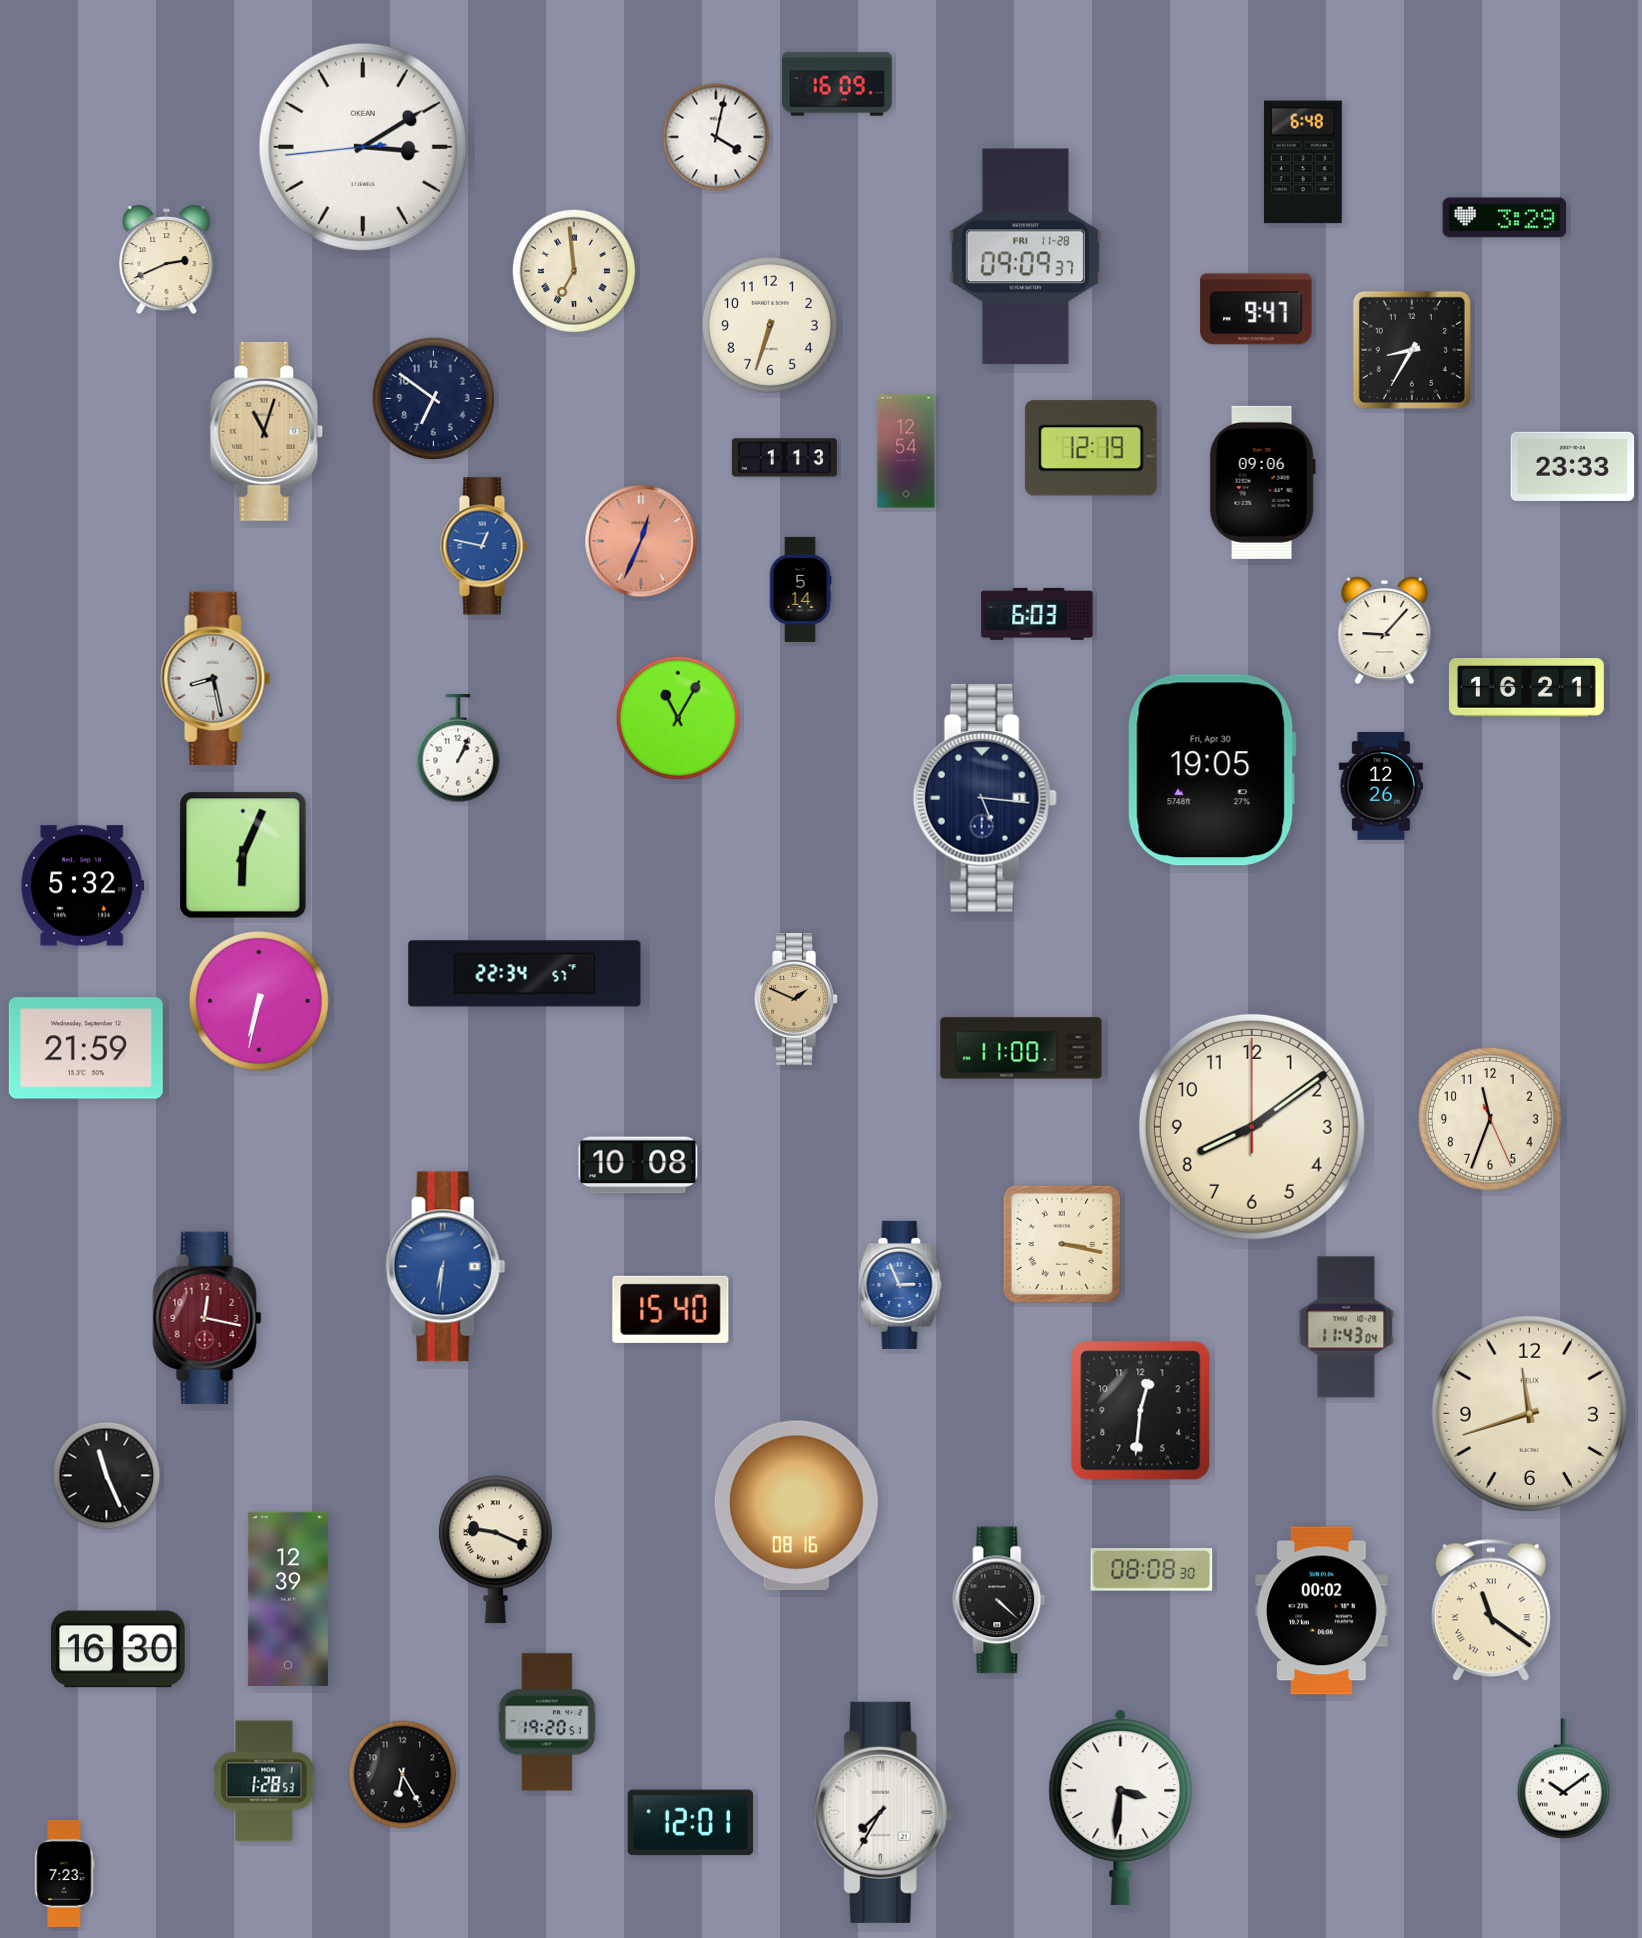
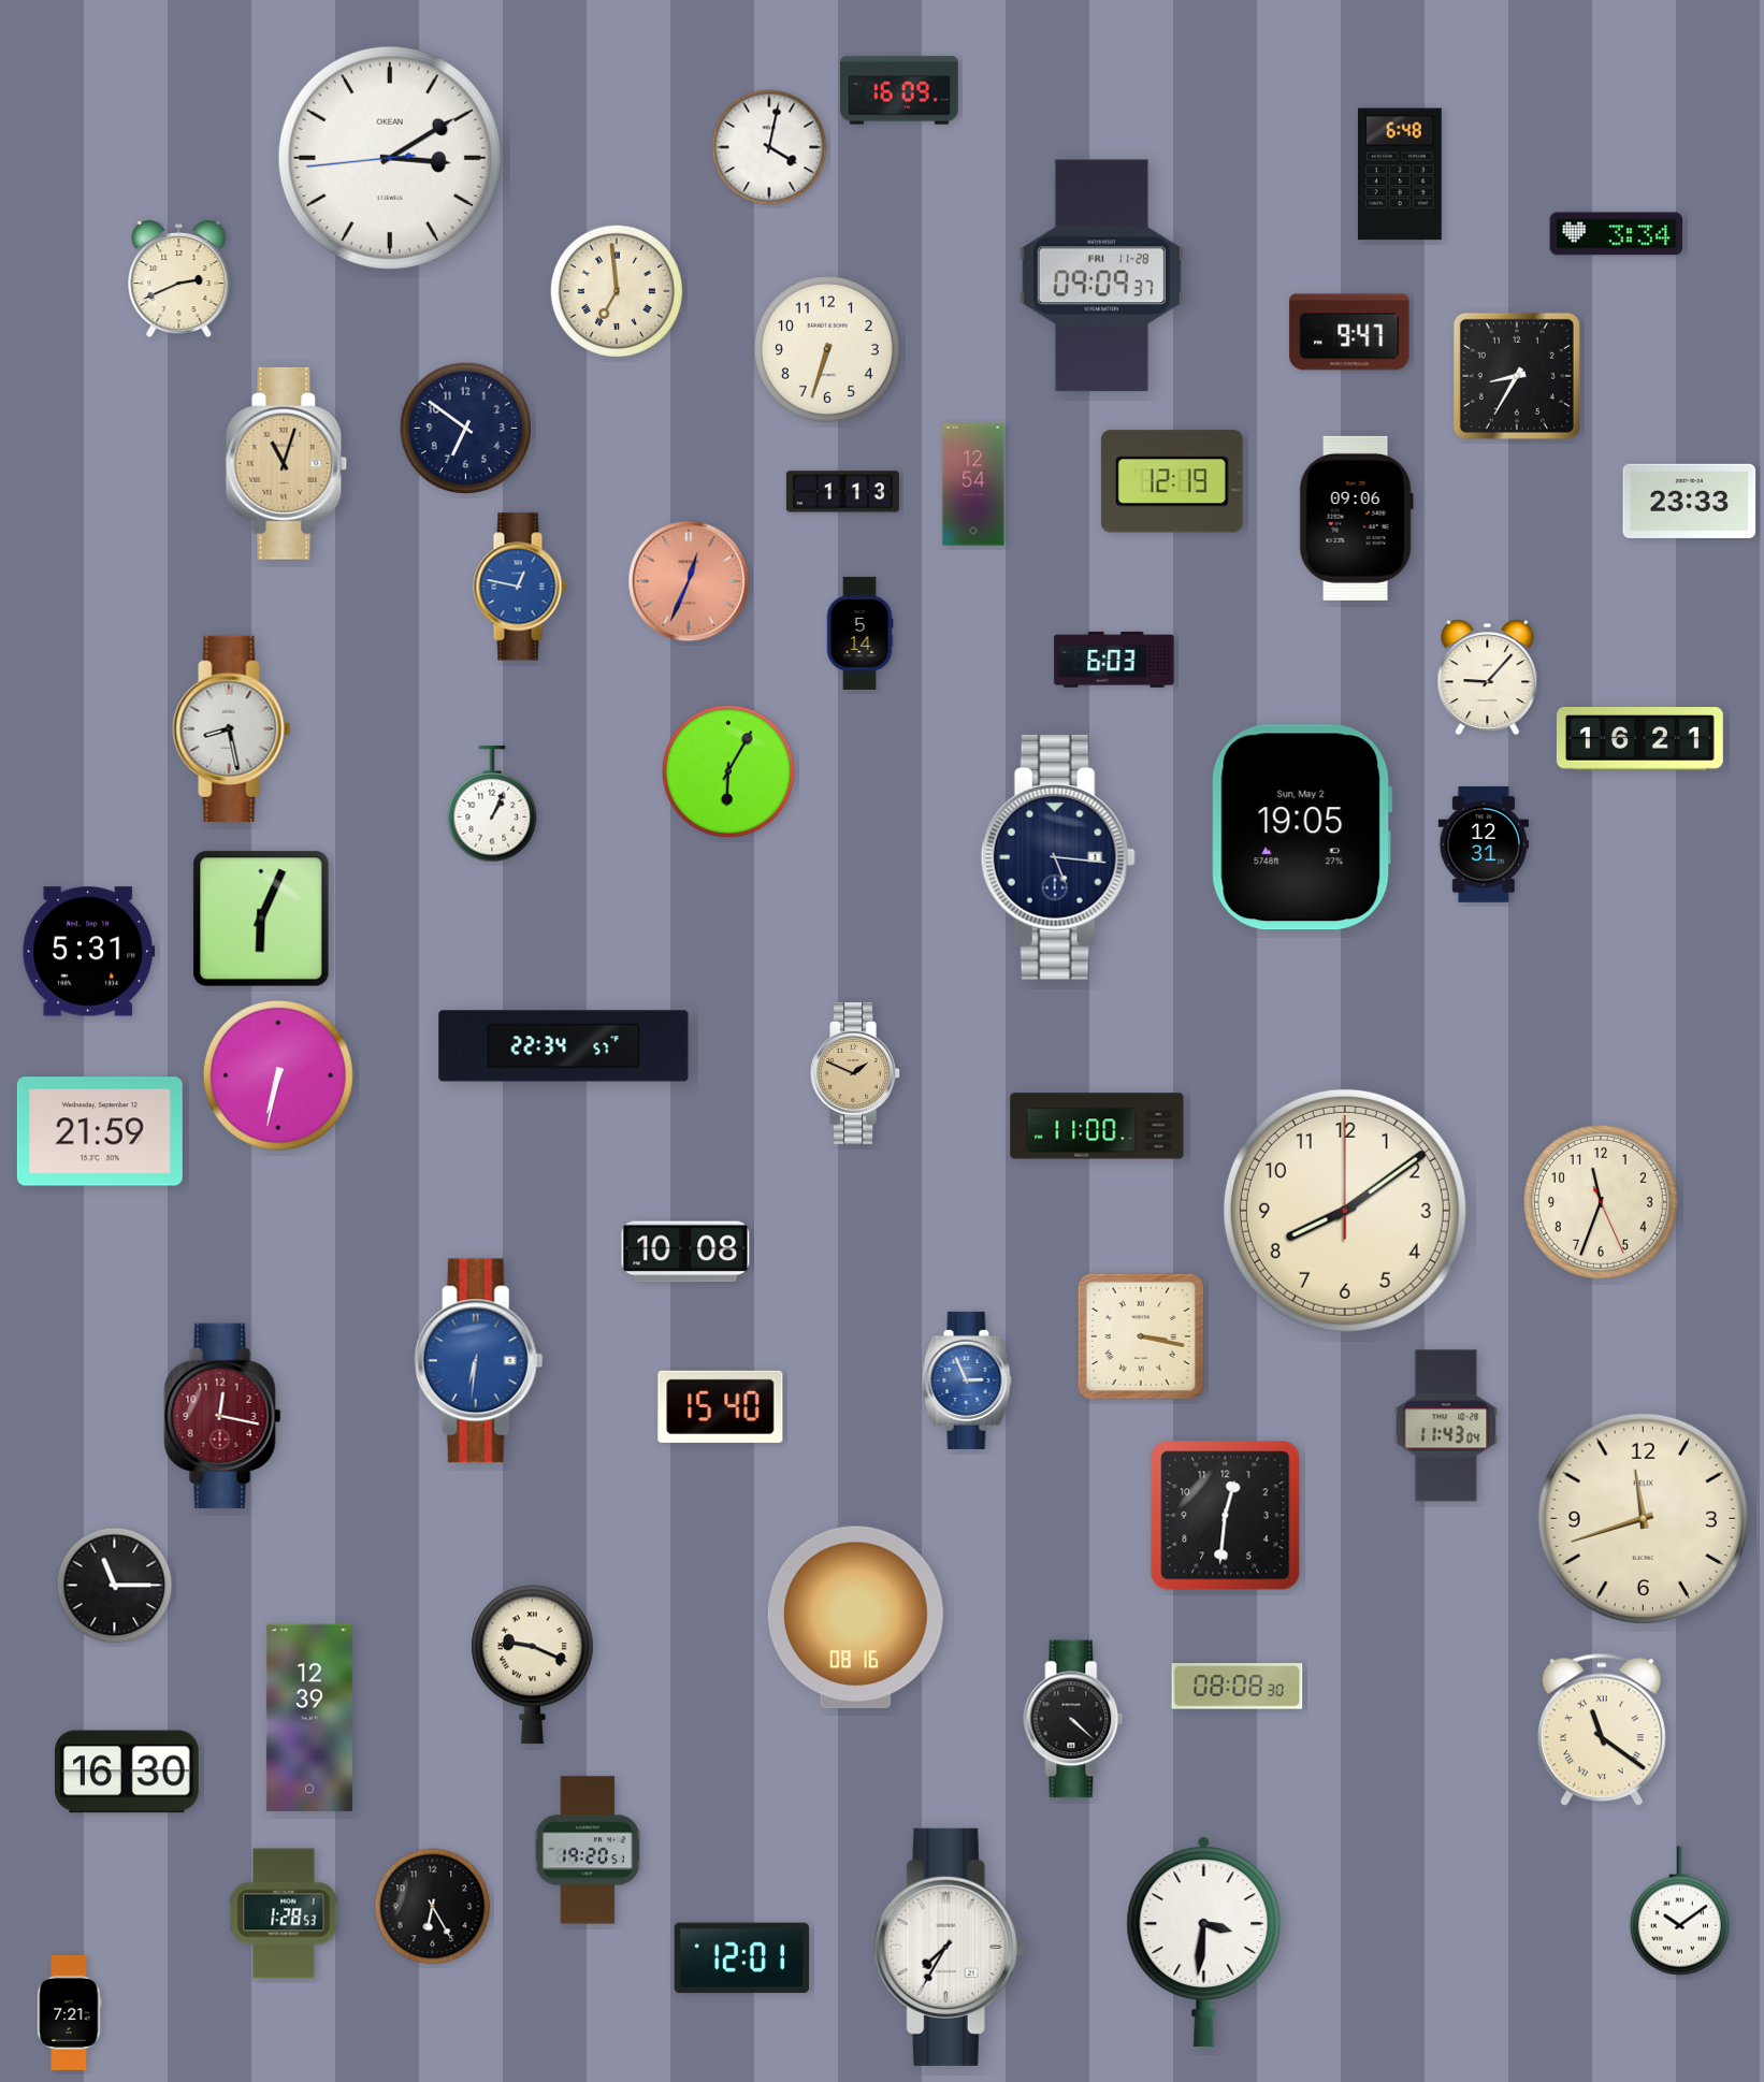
clock at (1505, 218): 3:29 -> 3:34
clock at (678, 718): 11:05 -> 6:05
clock at (1212, 770) date: Fri, Apr 30 -> Sun, May 2
clock at (1381, 787): 12:26 -> 12:31
clock at (83, 886): 5:32 -> 5:31
clock at (86, 1048) position: (86, 1048) -> (100, 1131)
clock at (107, 1476): 11:26 -> 11:15
clock at (1322, 1611): 00:02 -> none
clock at (65, 1873): 7:23 -> 7:21
